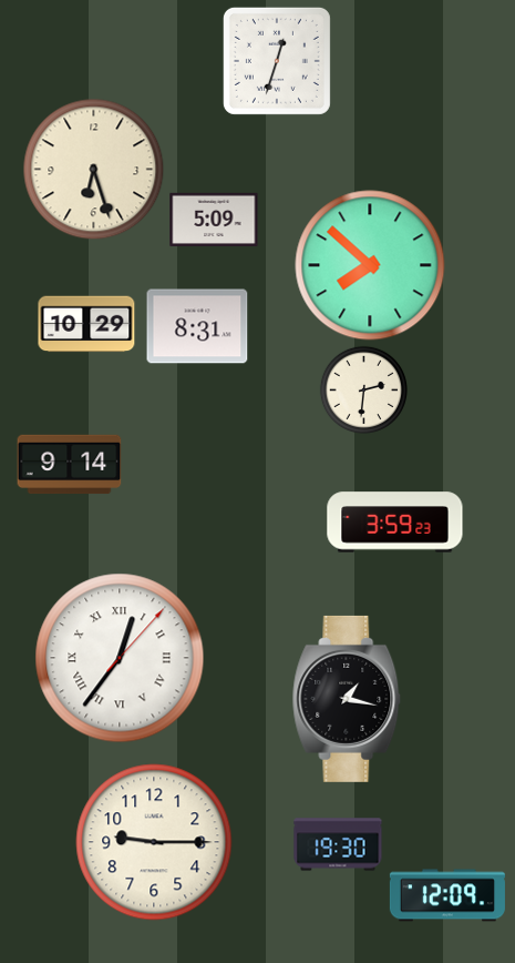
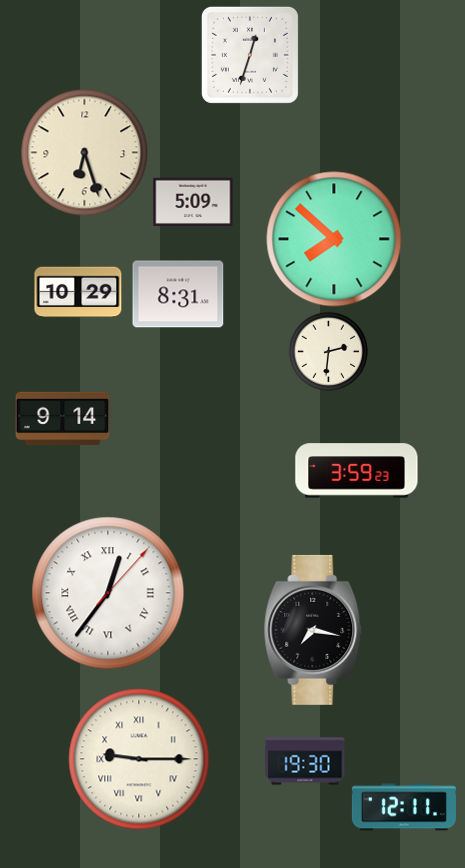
clock at (214, 220) position: (214, 220) -> (193, 202)
clock at (347, 699): 1:17 -> 7:17
clock at (154, 842) numerals: Arabic -> Roman
clock at (447, 895): 12:09 -> 12:11
